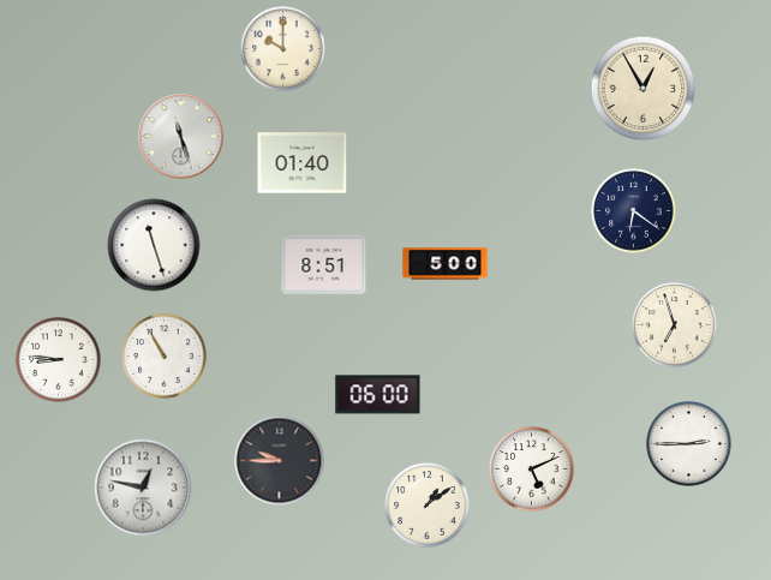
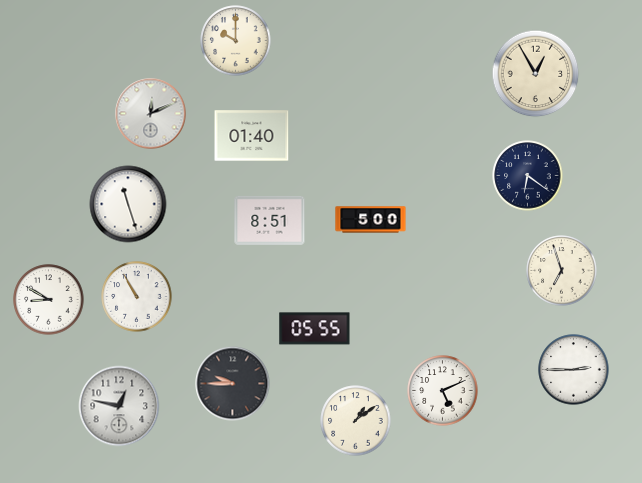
clock at (181, 137): 11:27 -> 12:11
clock at (59, 360): 8:46 -> 8:50
clock at (378, 395): 06:00 -> 05:55
